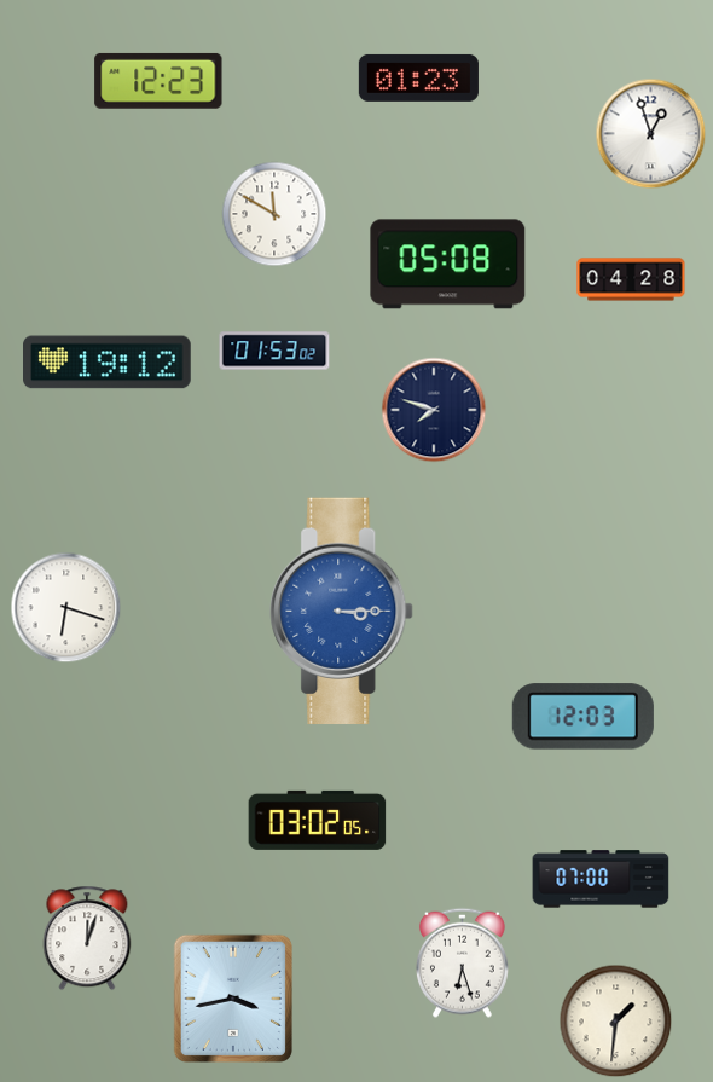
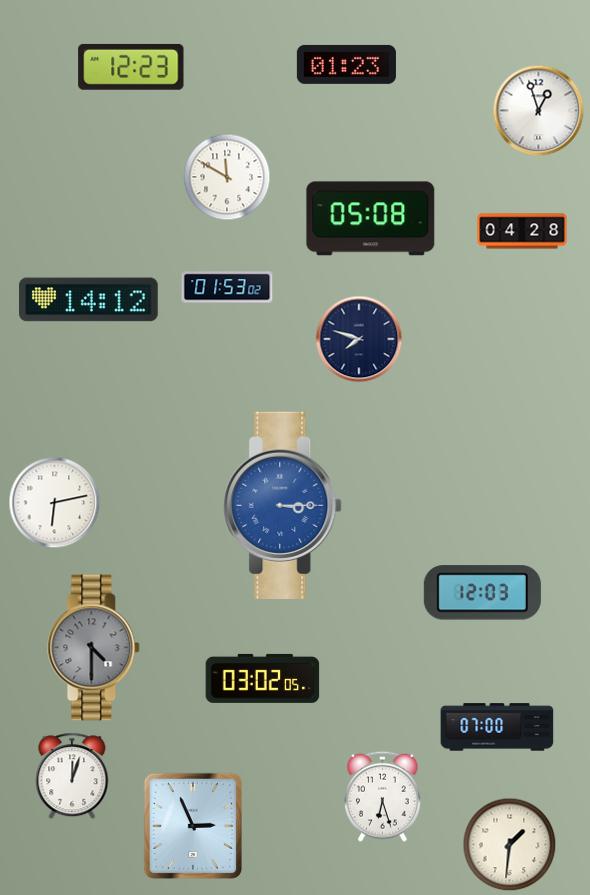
clock at (274, 351) position: (274, 351) -> (227, 287)
clock at (108, 363): 19:12 -> 14:12
clock at (66, 608): 6:18 -> 6:13
clock at (94, 648): none -> 4:30
clock at (233, 999): 3:43 -> 2:56
